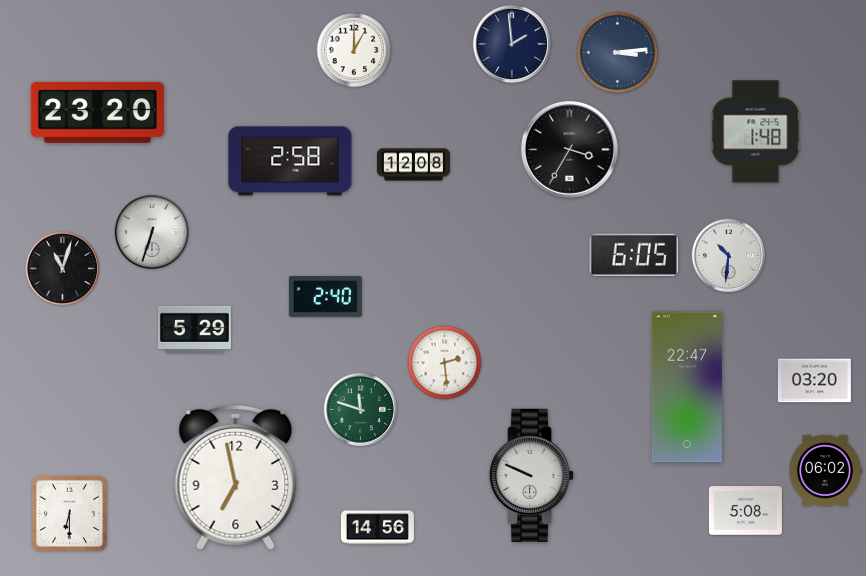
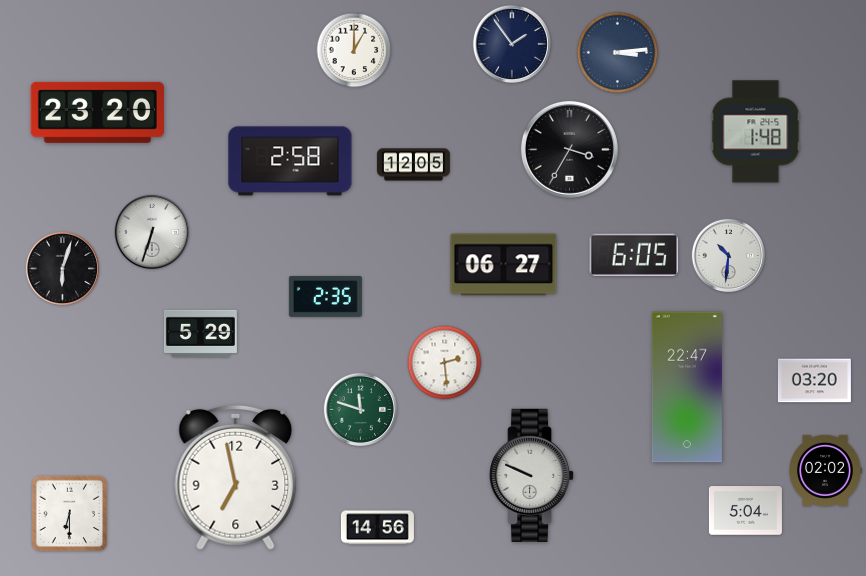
clock at (512, 44): 1:59 -> 1:54
clock at (413, 165): 12:08 -> 12:05
clock at (504, 265): none -> 06:27
clock at (62, 268): 11:03 -> 6:03
clock at (325, 296): 2:40 -> 2:35
clock at (194, 329) position: (194, 329) -> (200, 333)
clock at (825, 470): 06:02 -> 02:02
clock at (745, 511): 5:08 -> 5:04
